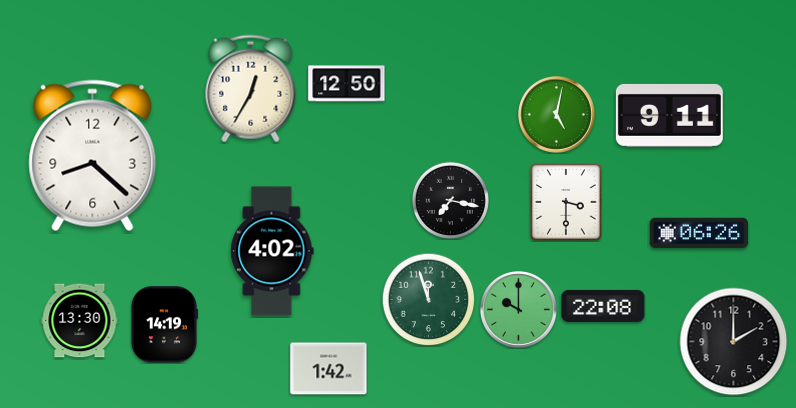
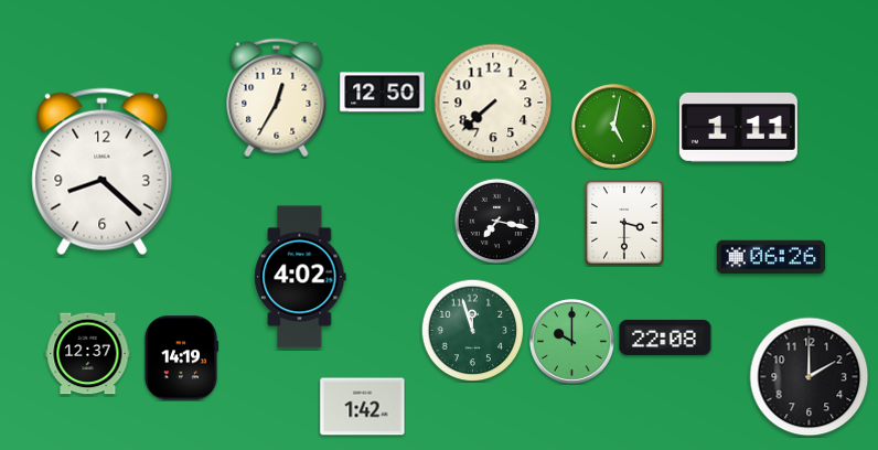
clock at (493, 103): none -> 7:38
clock at (669, 115): 9:11 -> 1:11
clock at (80, 321): 13:30 -> 12:37
